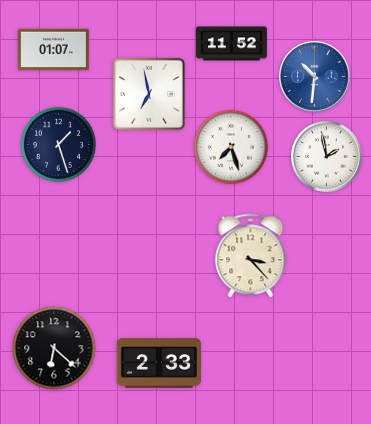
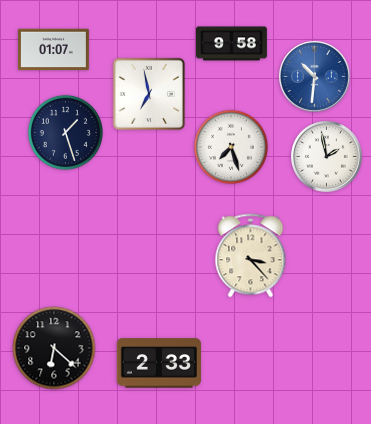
clock at (232, 44): 11:52 -> 9:58
clock at (58, 144) position: (58, 144) -> (65, 132)
